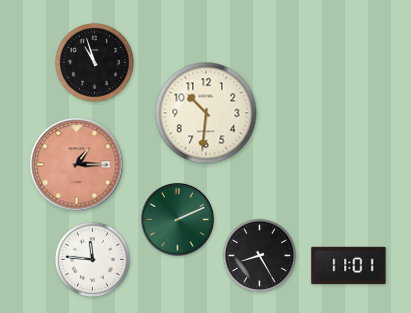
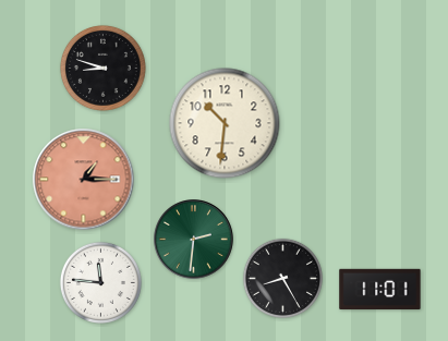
clock at (94, 62): 10:57 -> 8:48
clock at (178, 220): 2:11 -> 2:31
